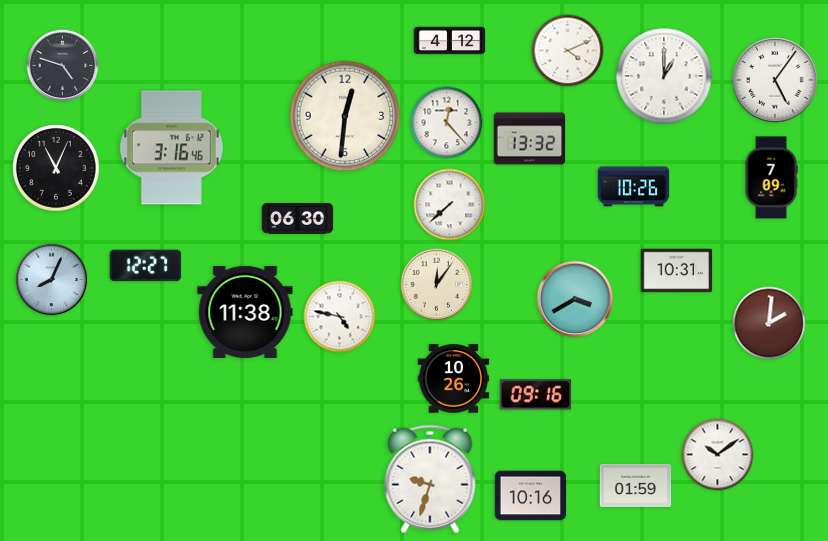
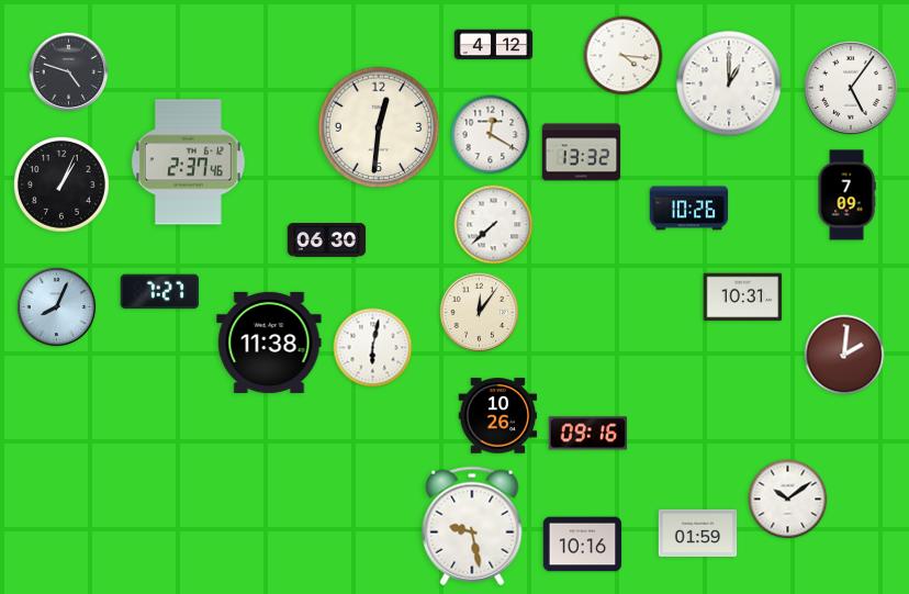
clock at (568, 51): 4:11 -> 4:16
clock at (447, 123): 12:23 -> 12:20
clock at (171, 148): 3:16 -> 2:37
clock at (57, 169): 11:04 -> 1:04
clock at (634, 187) position: (634, 187) -> (689, 209)
clock at (146, 266): 12:27 -> 7:27
clock at (574, 298): 3:40 -> none
clock at (340, 317): 4:47 -> 6:02
clock at (430, 479): 9:33 -> 9:28
